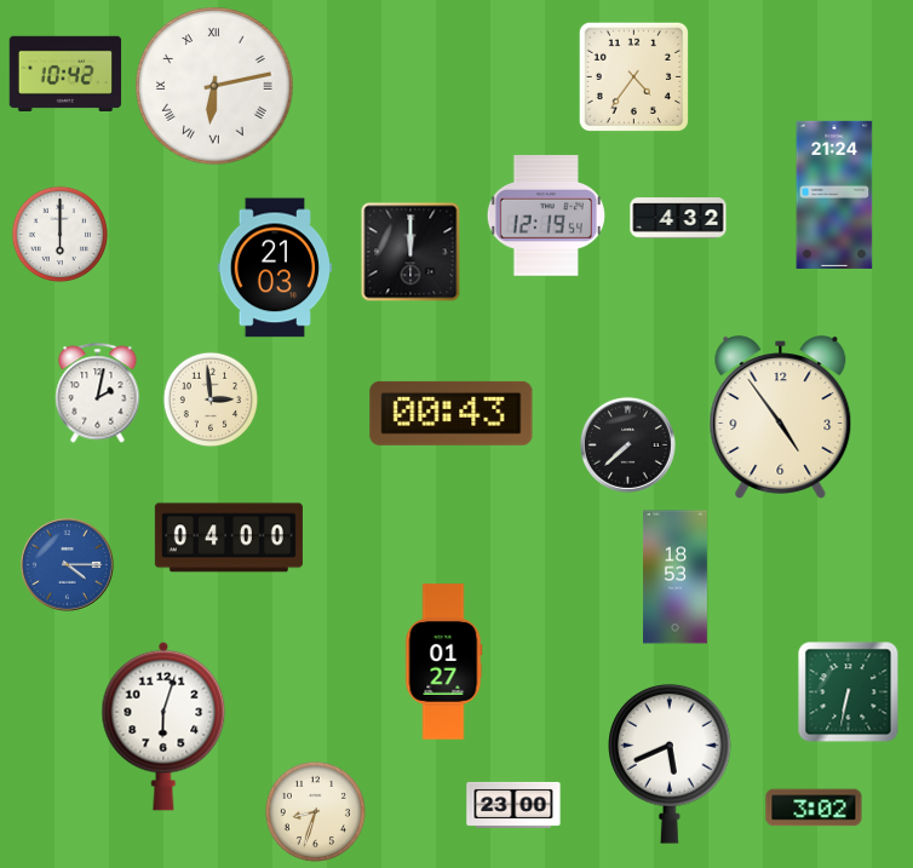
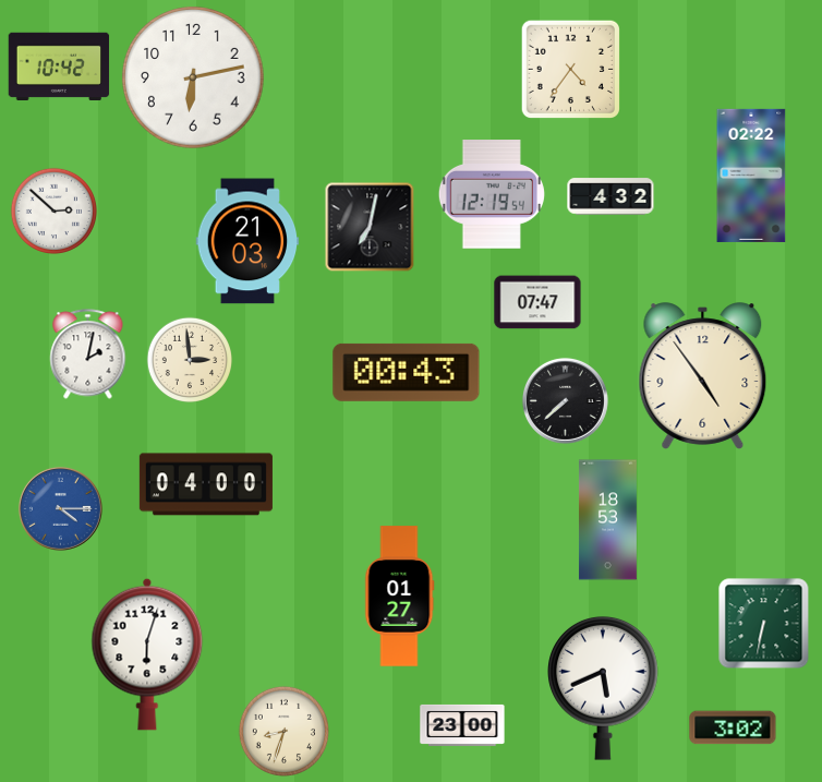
clock at (214, 86) numerals: Roman -> Arabic
clock at (834, 195): 21:24 -> 02:22
clock at (59, 234): 6:00 -> 2:52
clock at (410, 252): 12:00 -> 7:02
clock at (537, 302): none -> 07:47
